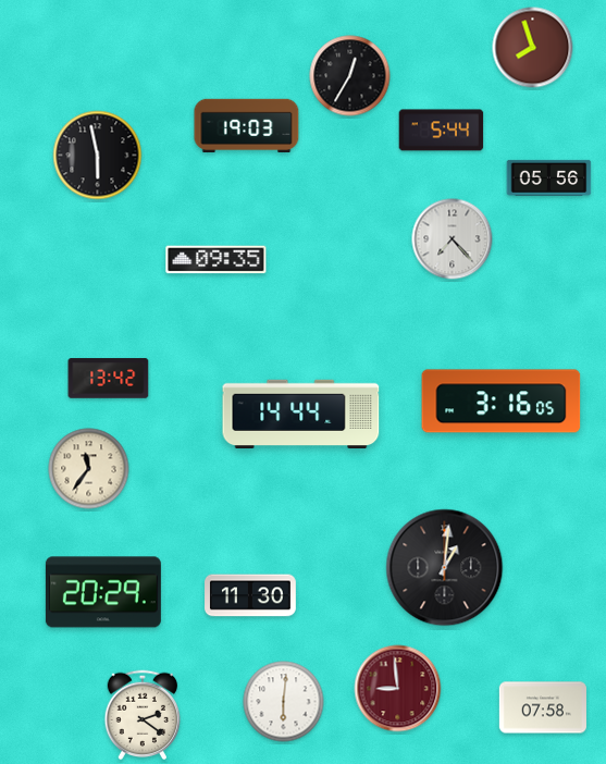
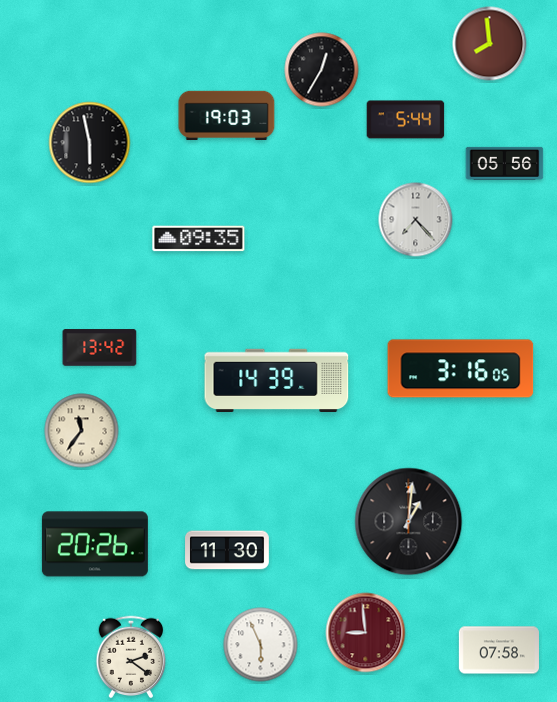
clock at (533, 48): 7:57 -> 7:59
clock at (301, 414): 14:44 -> 14:39
clock at (103, 592): 20:29 -> 20:26
clock at (250, 595) position: (250, 595) -> (227, 550)
clock at (284, 702): 6:01 -> 5:56
